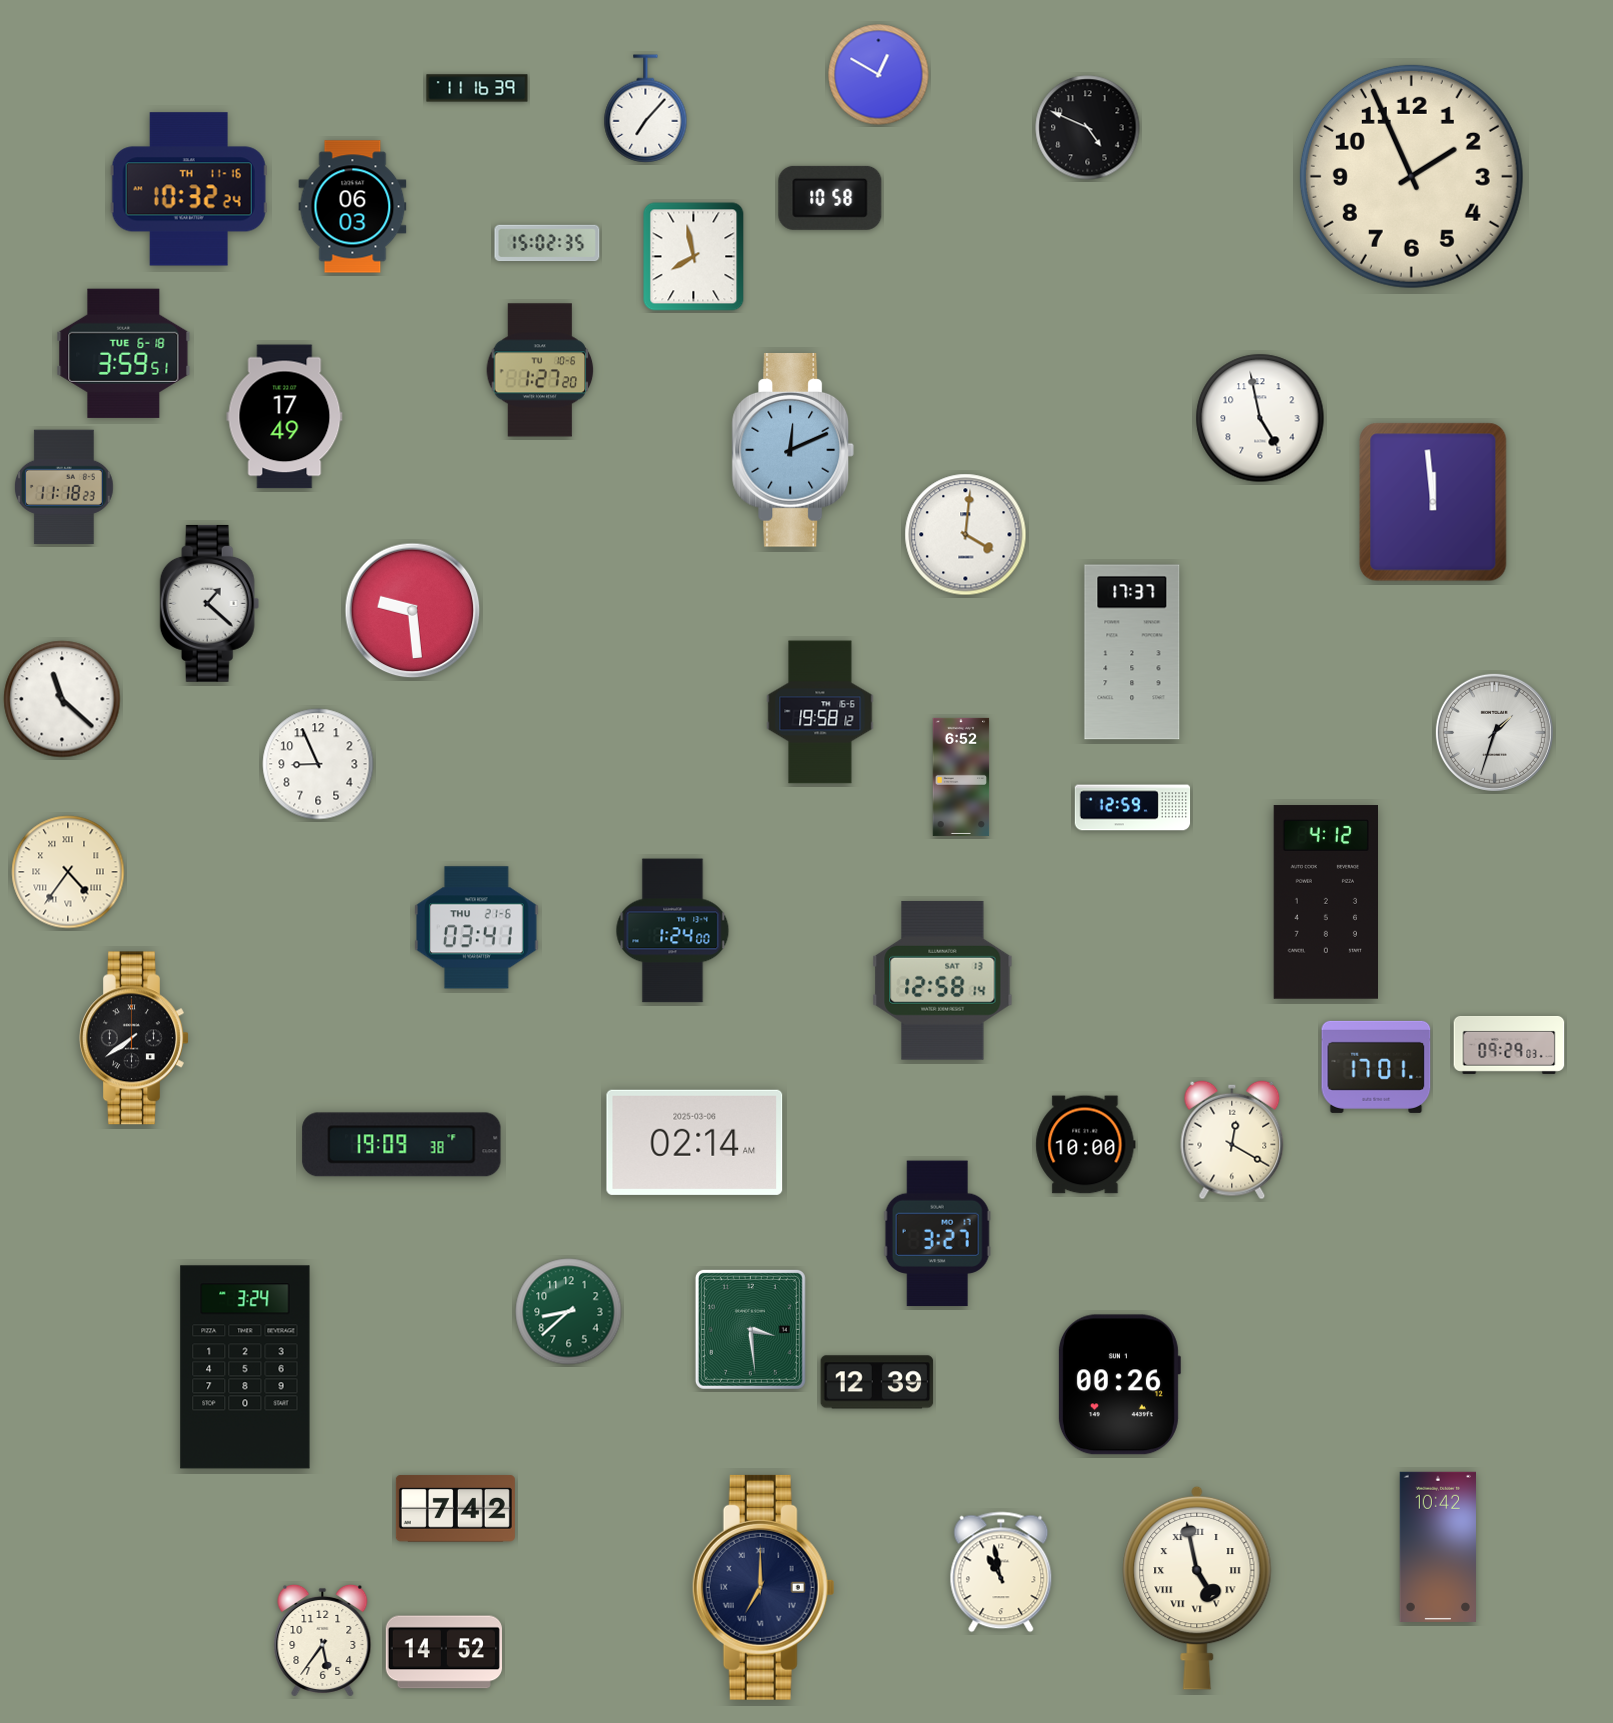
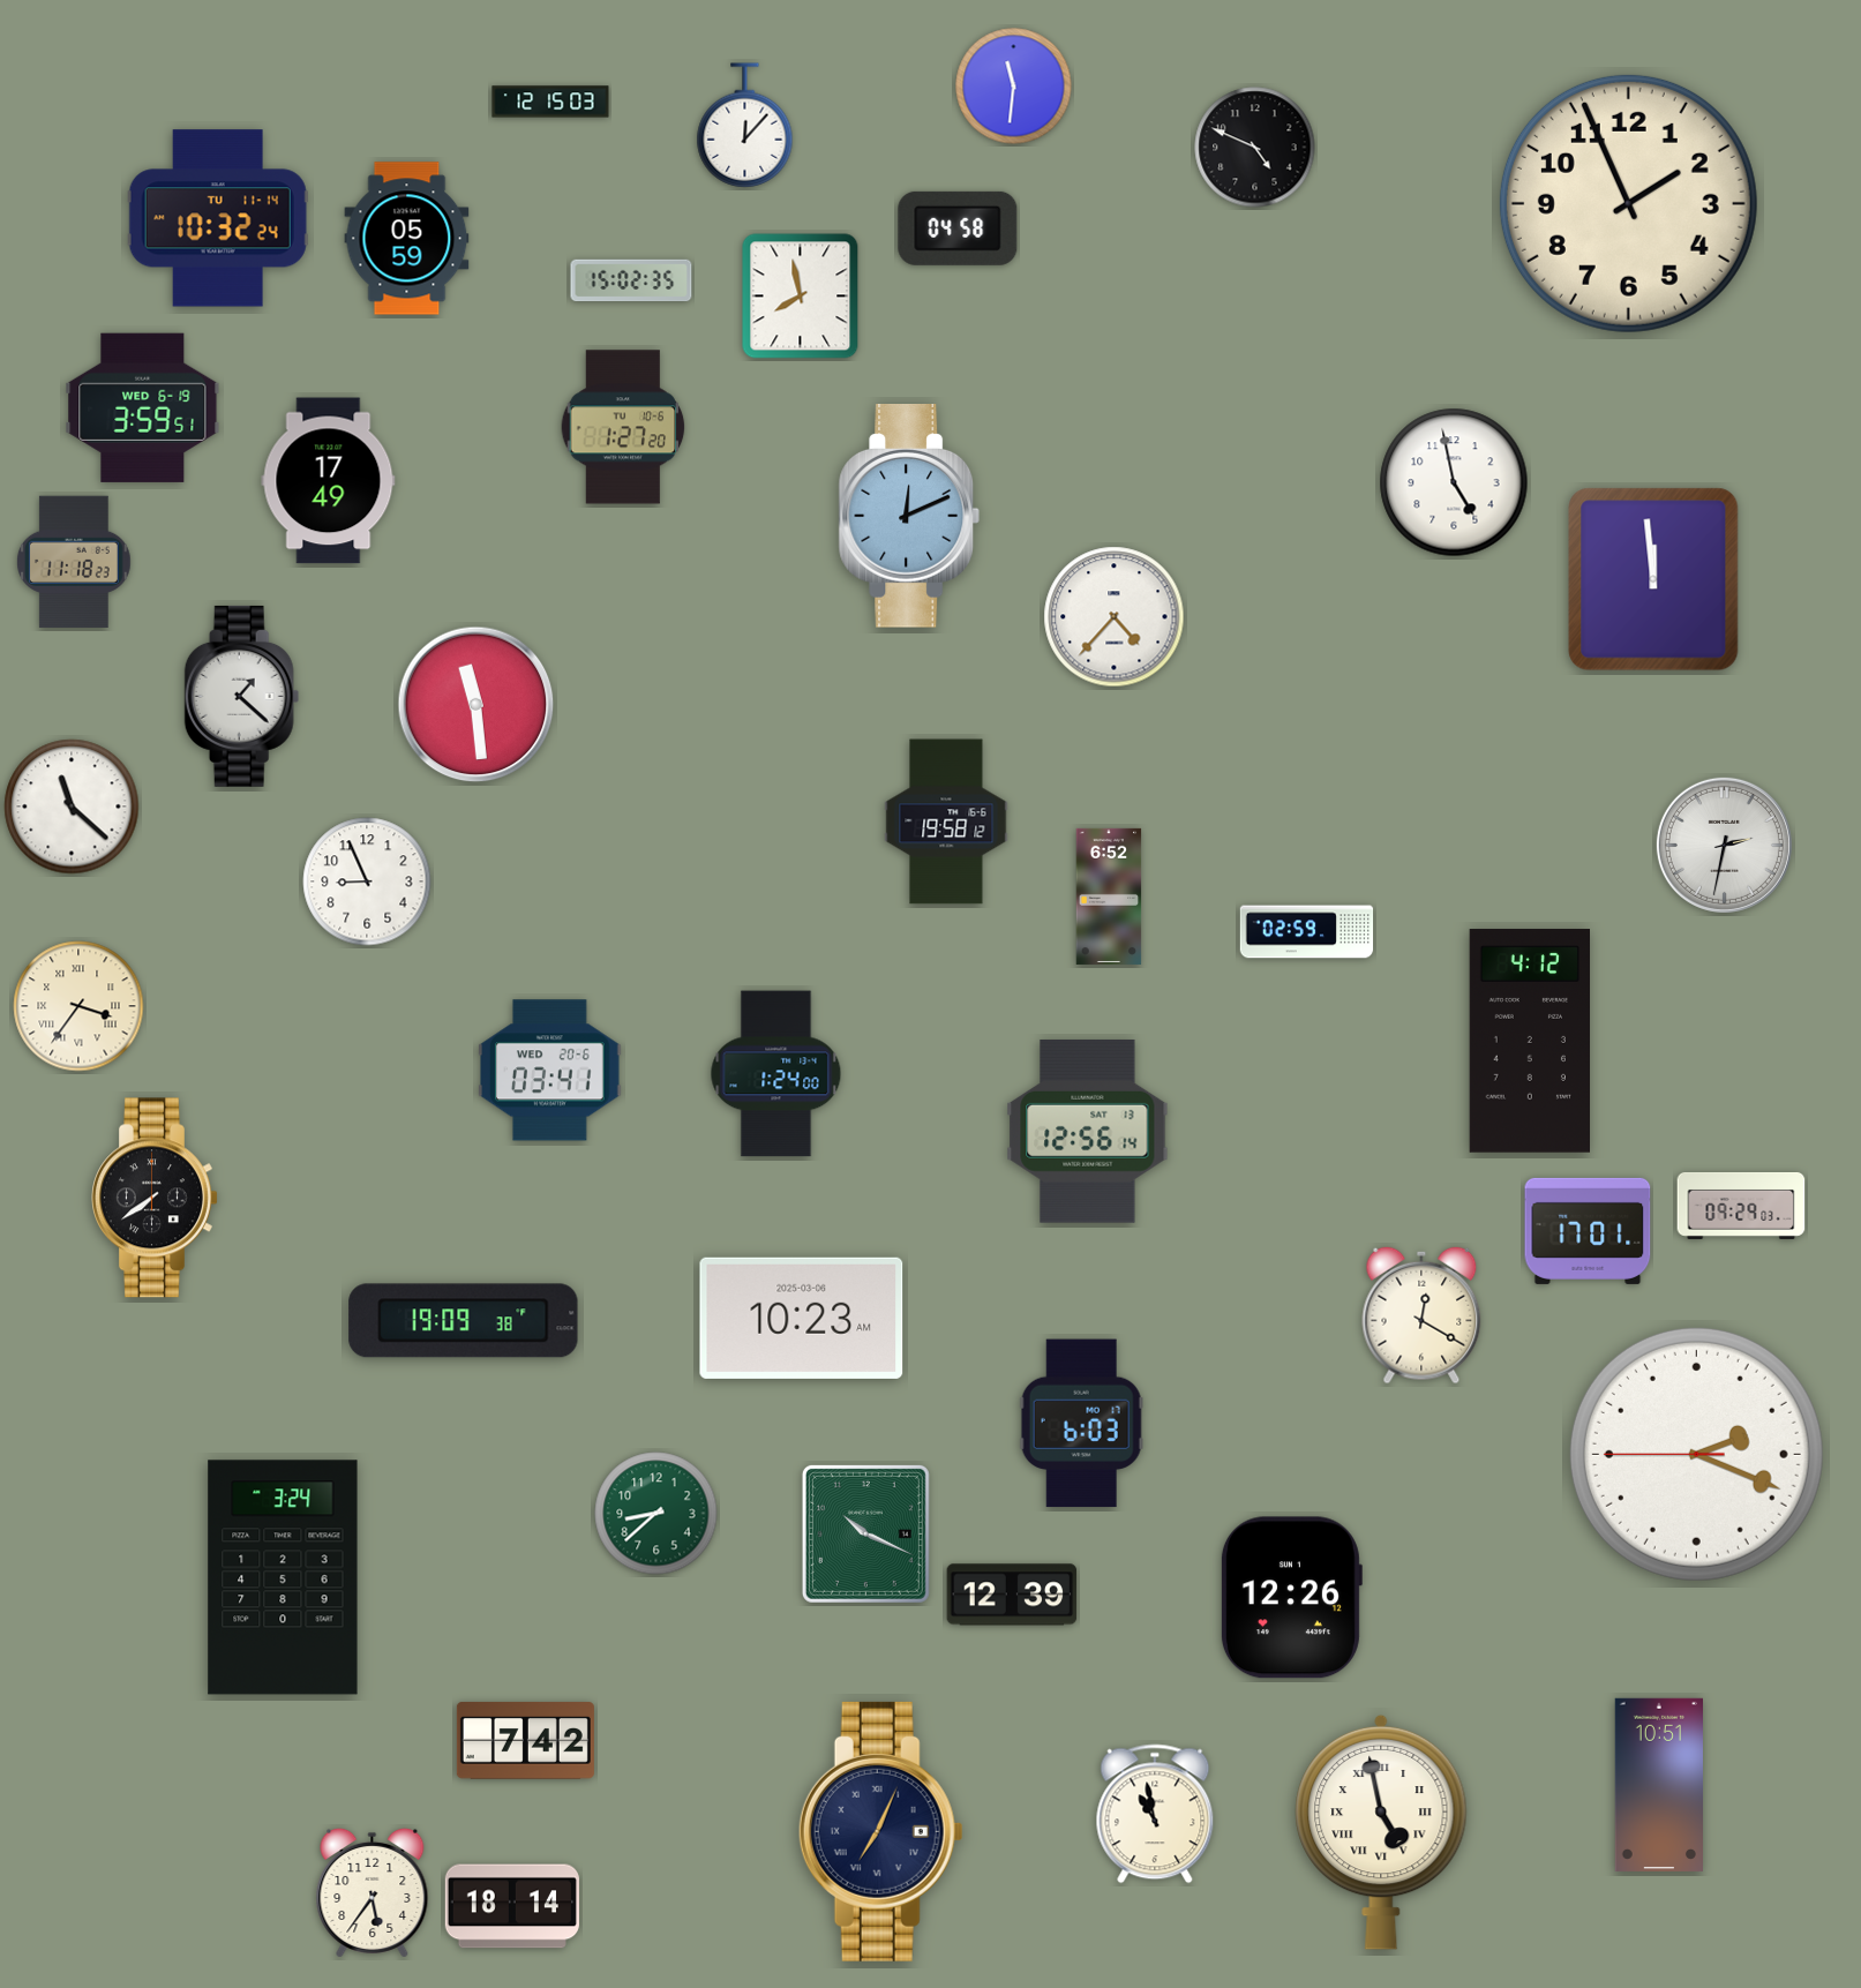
clock at (879, 75): 12:50 -> 11:31
clock at (477, 88): 11:16 -> 12:15
clock at (646, 109): 7:07 -> 12:07
clock at (189, 189) date: TH 11-16 -> TU 11-14
clock at (830, 198): 10:58 -> 04:58
clock at (353, 207): 06:03 -> 05:59
clock at (124, 353) date: TUE 6-18 -> WED 6-19
clock at (793, 451) position: (793, 451) -> (909, 517)
clock at (966, 535): 4:01 -> 4:37
clock at (413, 611): 9:29 -> 11:29
clock at (1132, 652): 17:37 -> none
clock at (1494, 732): 1:33 -> 2:32
clock at (1133, 808): 12:59 -> 02:59
clock at (68, 872): 4:36 -> 3:36
clock at (477, 928) date: THU 21-6 -> WED 20-6
clock at (943, 980): 12:58 -> 12:56
clock at (695, 1142): 02:14 -> 10:23
clock at (1086, 1145): 10:00 -> none
clock at (937, 1234): 3:27 -> 6:03
clock at (1696, 1454): none -> 2:18
clock at (750, 1329): 3:29 -> 10:19
clock at (1119, 1385): 00:26 -> 12:26
clock at (1437, 1547): 10:42 -> 10:51
clock at (763, 1587): 7:00 -> 7:04
clock at (444, 1652): 14:52 -> 18:14
